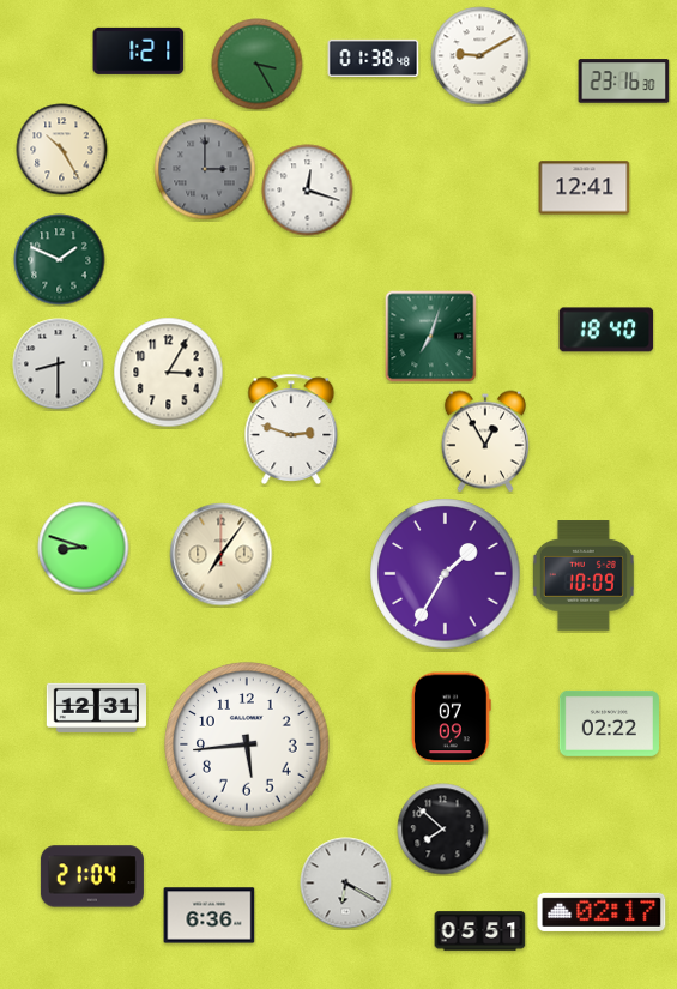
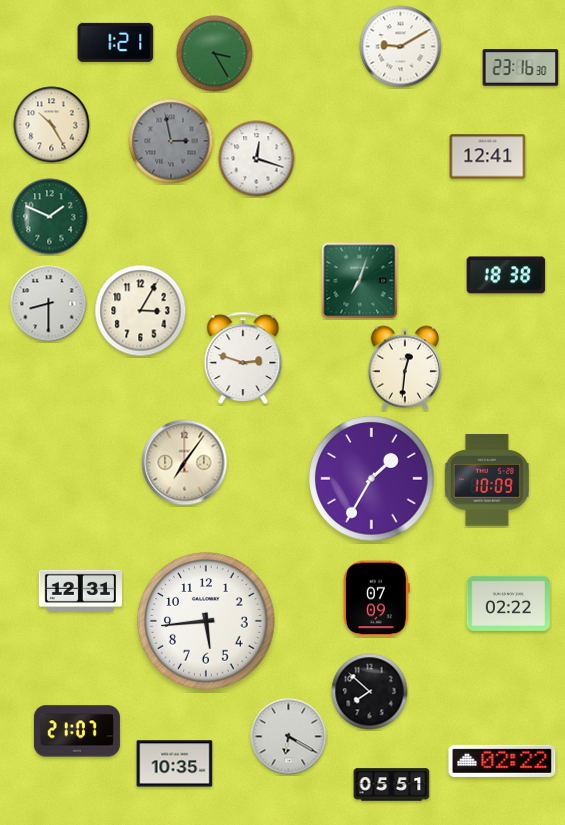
clock at (374, 59): 01:38 -> none
clock at (205, 169): 3:00 -> 2:58
clock at (606, 330): 18:40 -> 18:38
clock at (485, 441): 12:55 -> 12:31
clock at (84, 548): 8:48 -> none
clock at (92, 876): 21:04 -> 21:07
clock at (602, 912): 02:17 -> 02:22
clock at (210, 916): 6:36 -> 10:35
clock at (480, 931) position: (480, 931) -> (392, 785)
